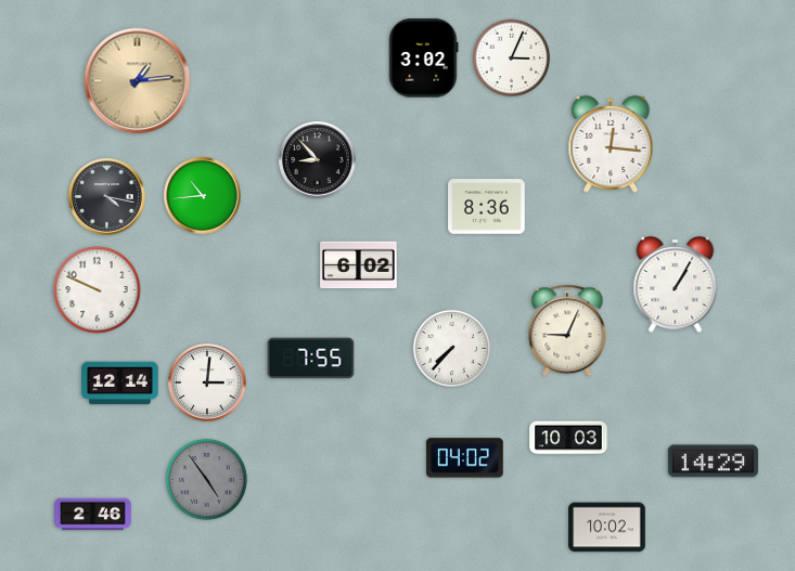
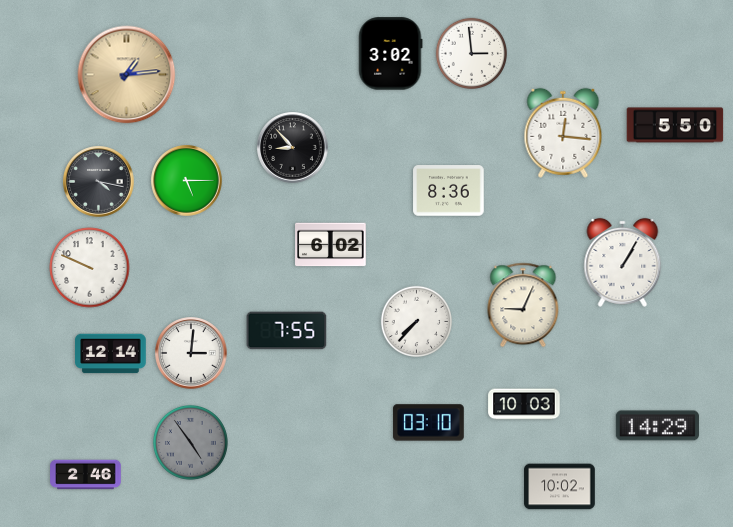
clock at (511, 57): 3:04 -> 2:59
clock at (675, 125): none -> 5:50
clock at (203, 196): 10:44 -> 5:15
clock at (465, 458): 04:02 -> 03:10
